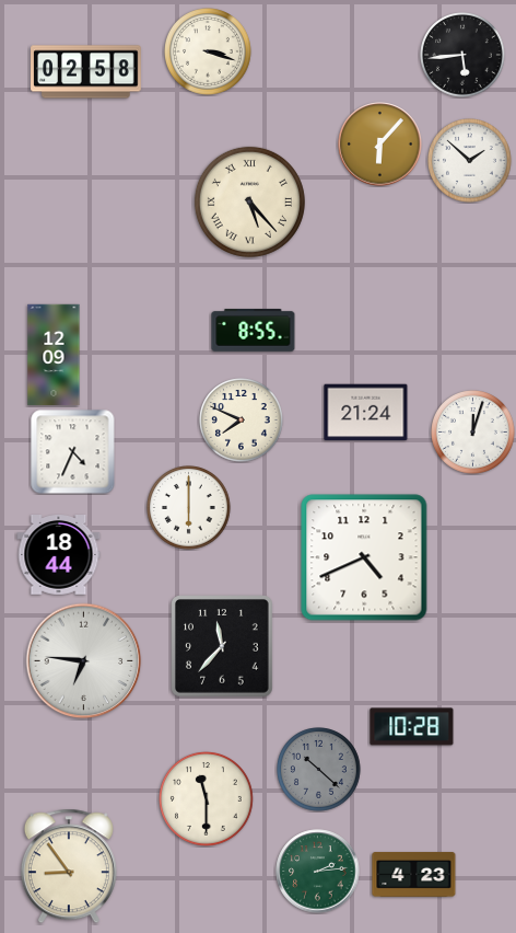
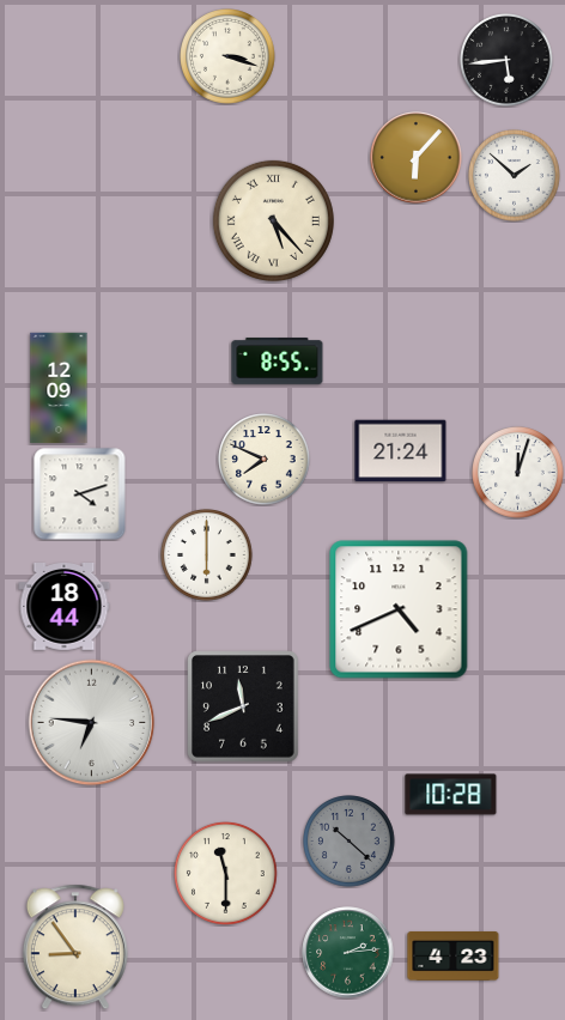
clock at (86, 72): 02:58 -> none
clock at (73, 452): 4:34 -> 4:12
clock at (222, 646): 11:37 -> 11:41
